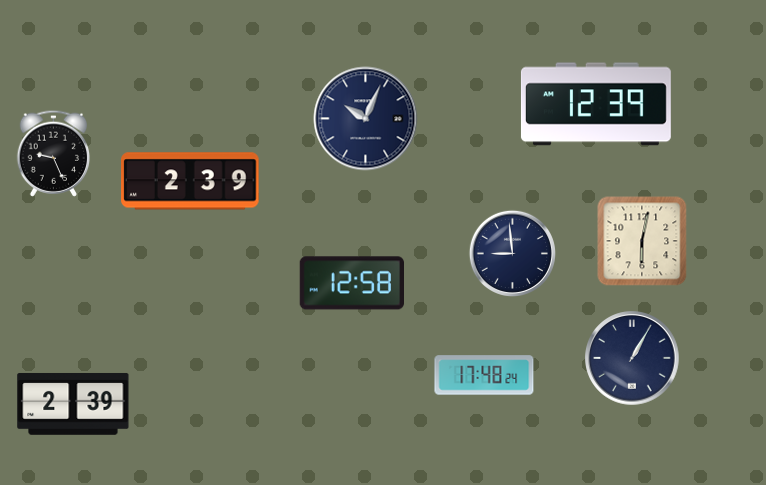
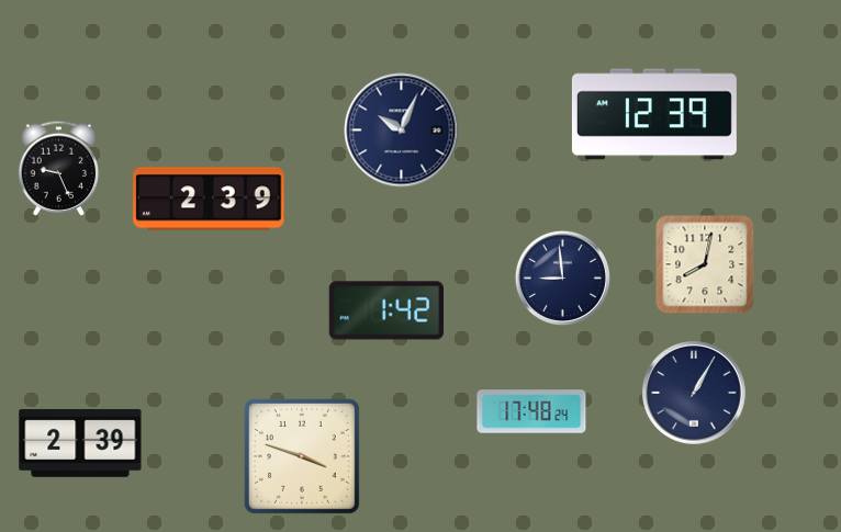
clock at (642, 241): 6:02 -> 8:02
clock at (352, 283): 12:58 -> 1:42
clock at (302, 456): none -> 3:48
